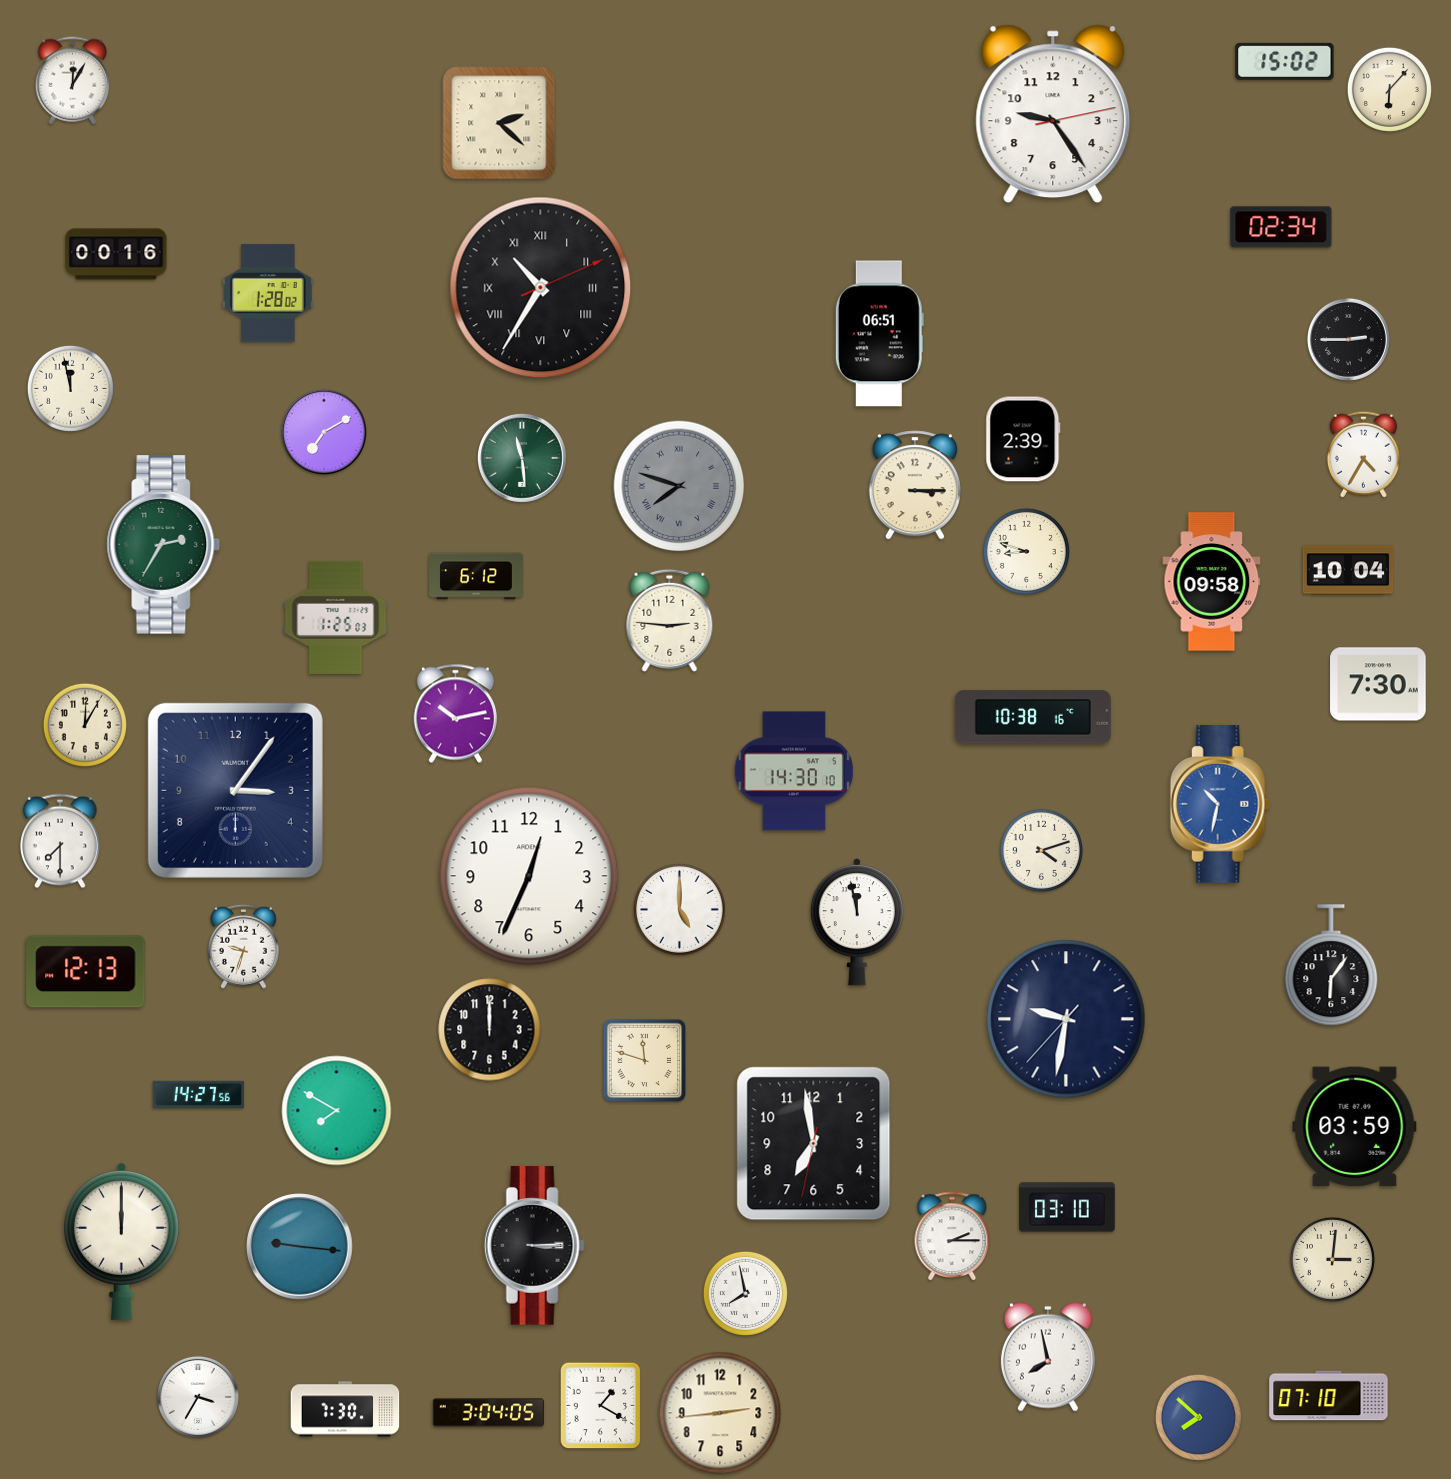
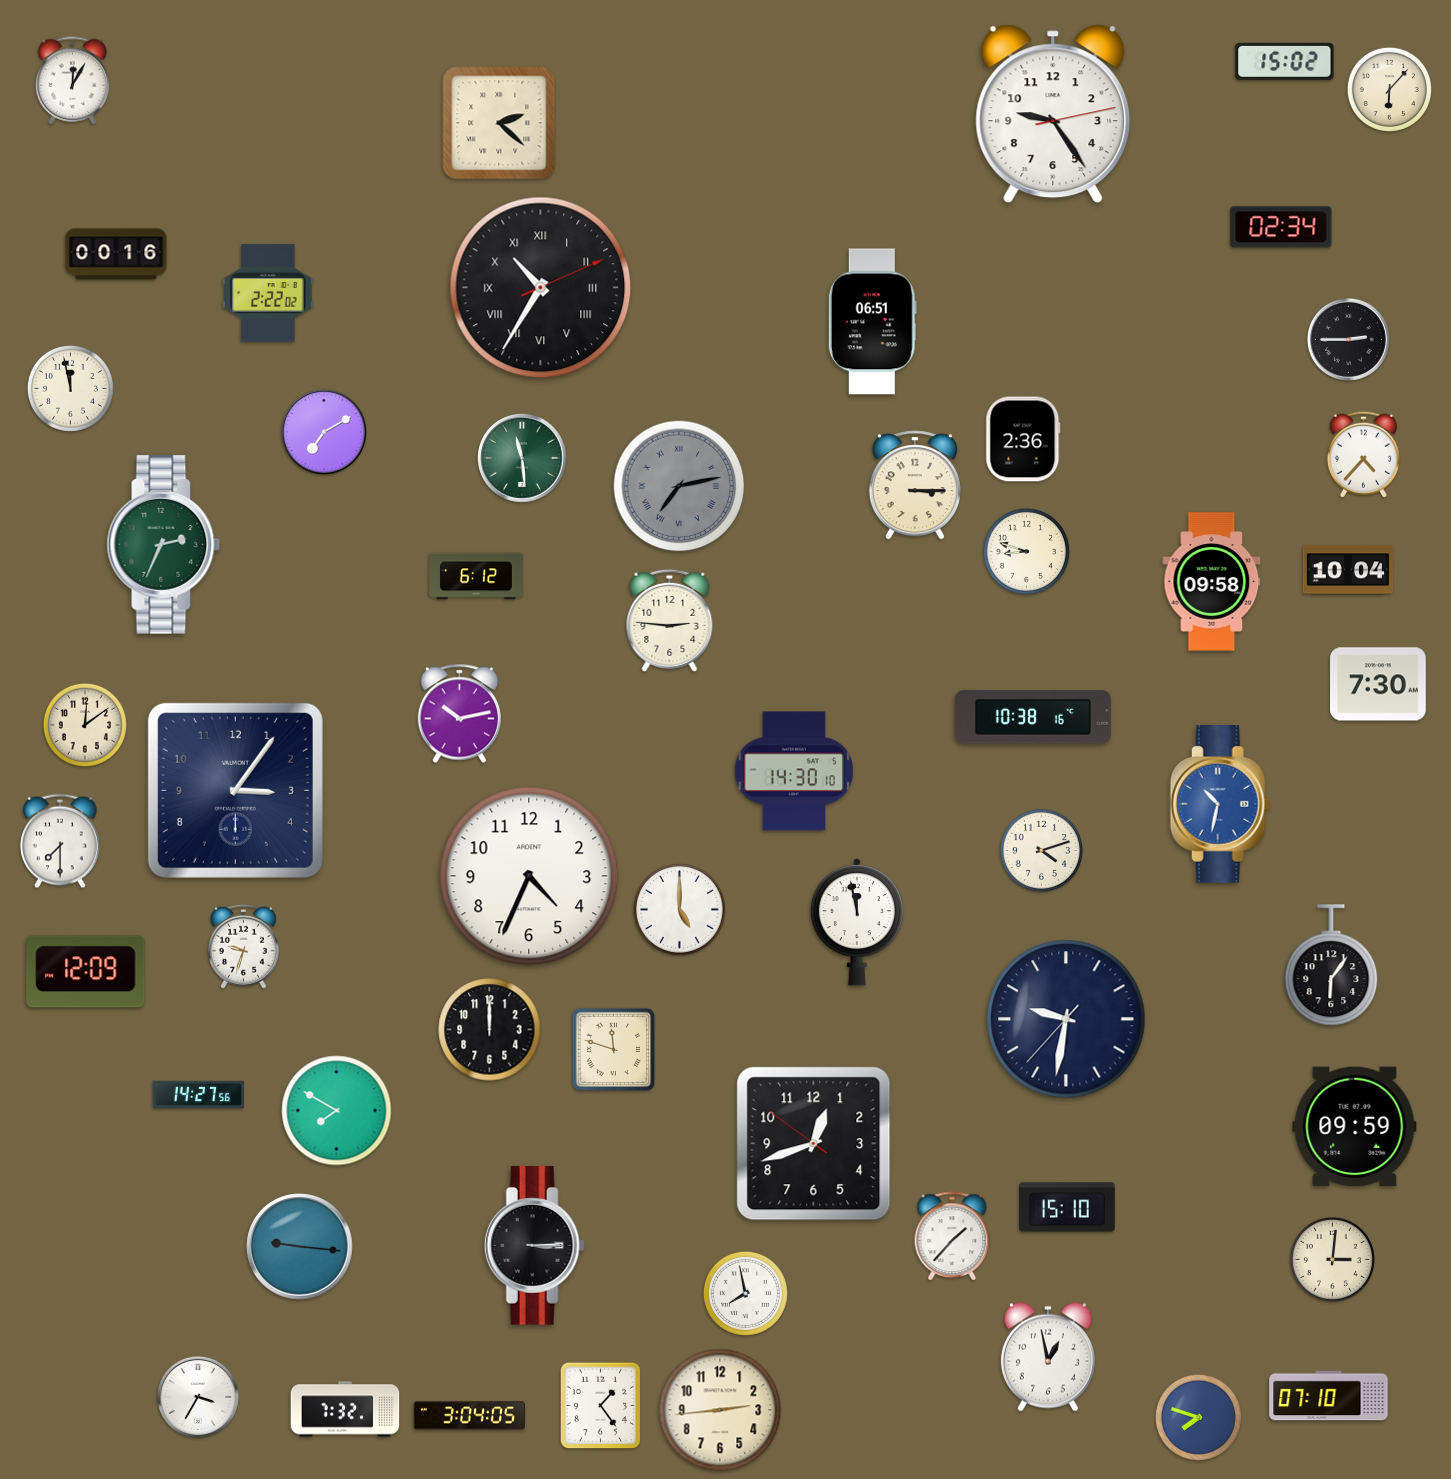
clock at (268, 293): 1:28 -> 2:22
clock at (879, 334) position: (879, 334) -> (872, 322)
clock at (1023, 439): 2:39 -> 2:36
clock at (1363, 454): 4:35 -> 4:37
clock at (679, 486): 7:48 -> 7:13
clock at (164, 545): 2:35 -> 2:34
clock at (336, 617): 1:25 -> none
clock at (455, 714) position: (455, 714) -> (459, 714)
clock at (85, 725): 12:05 -> 12:09
clock at (529, 876): 12:34 -> 4:34
clock at (86, 972): 12:13 -> 12:09
clock at (645, 1061) position: (645, 1061) -> (614, 1050)
clock at (1355, 1127): 03:59 -> 09:59
clock at (814, 1144): 6:58 -> 12:41
clock at (1067, 1207): 03:10 -> 15:10
clock at (952, 1236): 2:15 -> 1:37
clock at (122, 1241): 12:00 -> none
clock at (1048, 1357): 7:58 -> 12:58
clock at (601, 1406): 1:20 -> 1:24
clock at (345, 1409): 7:30 -> 7:32
clock at (488, 1413) position: (488, 1413) -> (469, 1416)
clock at (720, 1413) position: (720, 1413) -> (720, 1410)
clock at (1198, 1417): 7:52 -> 7:48
